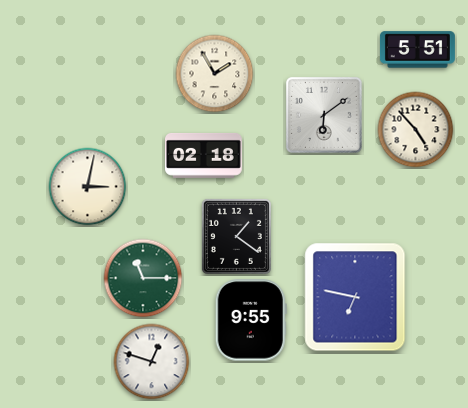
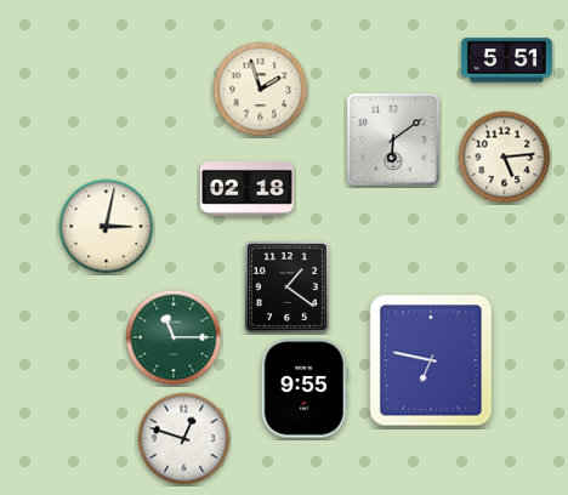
clock at (215, 74): 1:55 -> 1:57
clock at (416, 130): 4:53 -> 5:14
